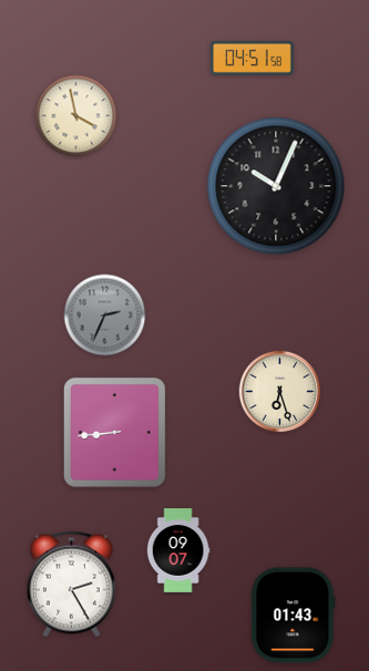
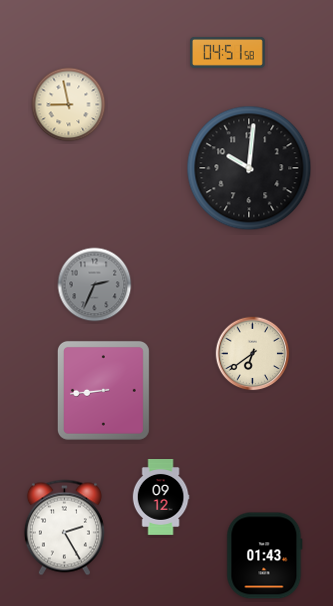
clock at (76, 116): 3:58 -> 8:58
clock at (276, 186): 10:04 -> 10:01
clock at (280, 392): 6:27 -> 6:39
clock at (178, 550): 09:07 -> 09:12
